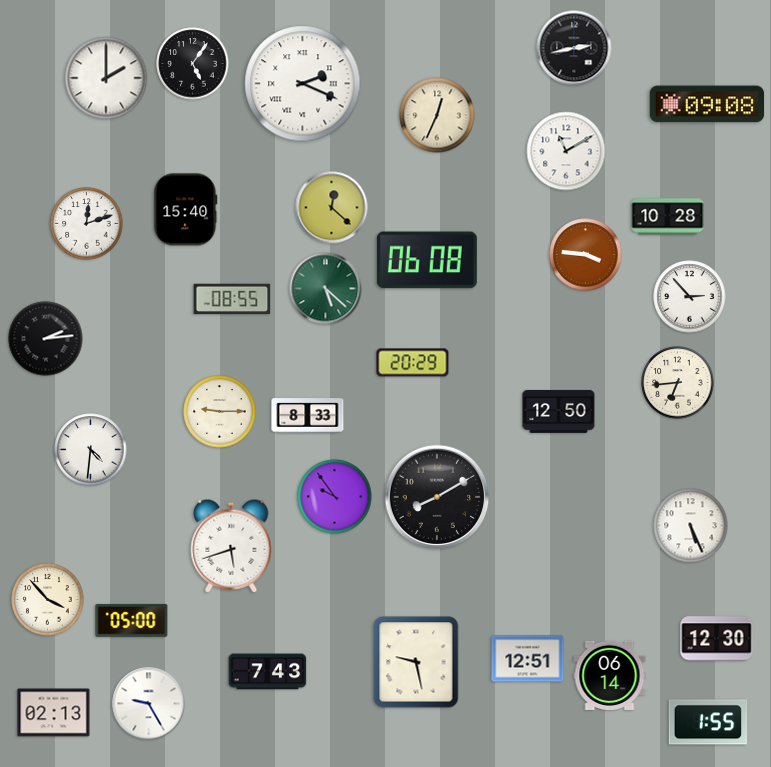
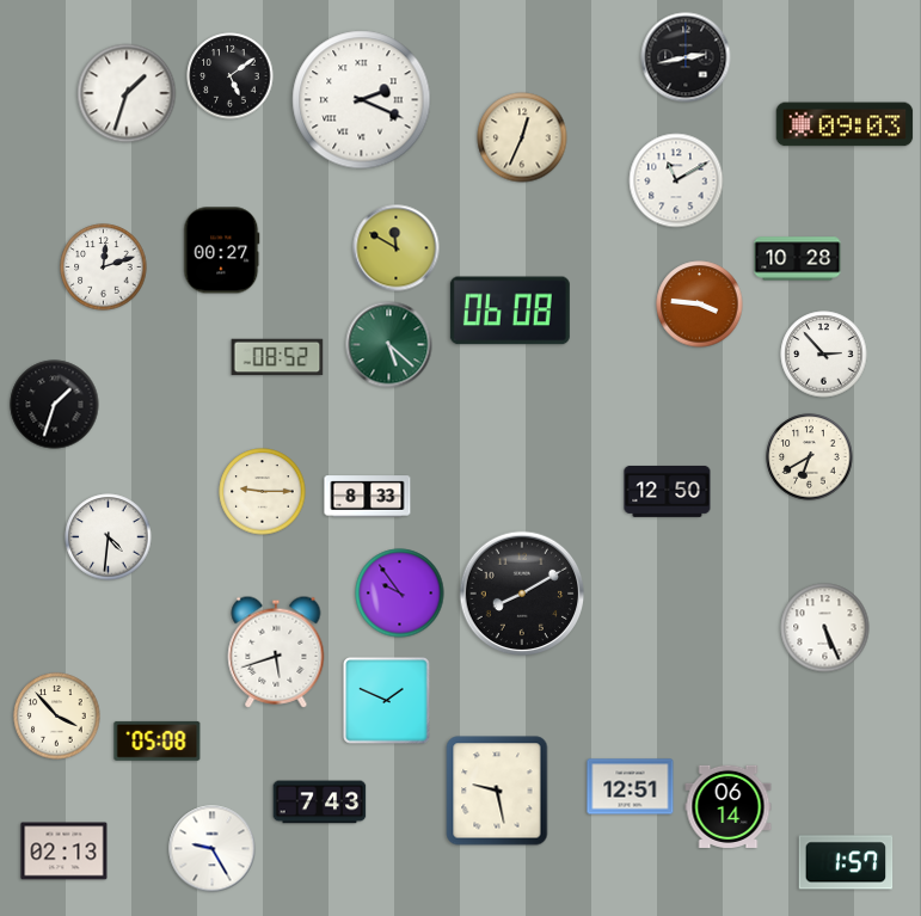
clock at (193, 64): 5:06 -> 5:09
clock at (106, 78): 2:00 -> 1:33
clock at (707, 104): 09:08 -> 09:03
clock at (332, 208): 12:22 -> 11:50
clock at (186, 210): 15:40 -> 00:27
clock at (232, 299): 08:55 -> 08:52
clock at (46, 339): 2:14 -> 1:33
clock at (413, 363): 20:29 -> none
clock at (678, 383): 6:44 -> 6:40
clock at (387, 701): none -> 1:49
clock at (132, 620): 05:00 -> 05:08
clock at (717, 639): 12:30 -> none
clock at (149, 704) position: (149, 704) -> (213, 849)
clock at (708, 722): 1:55 -> 1:57
